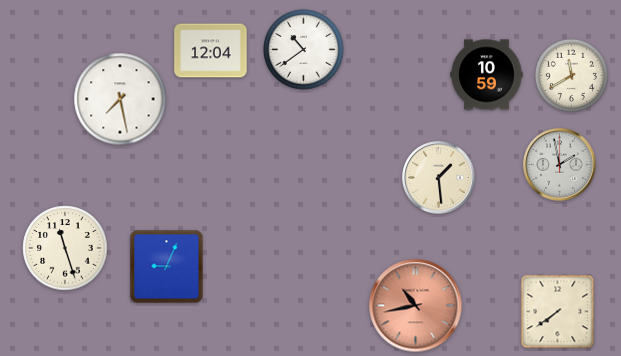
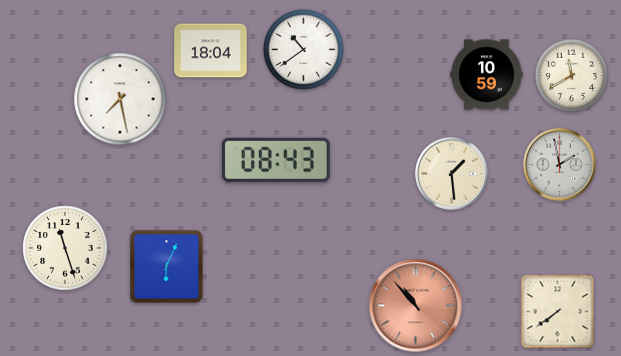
clock at (211, 51): 12:04 -> 18:04
clock at (276, 160): none -> 08:43
clock at (439, 178) position: (439, 178) -> (452, 174)
clock at (167, 267): 9:04 -> 6:04
clock at (416, 306): 10:43 -> 10:53
